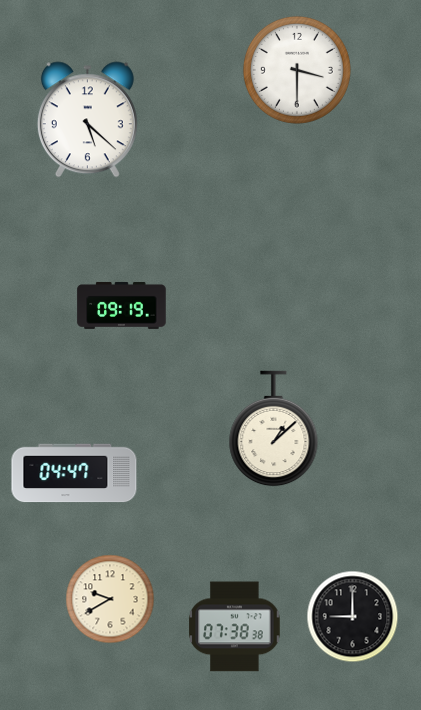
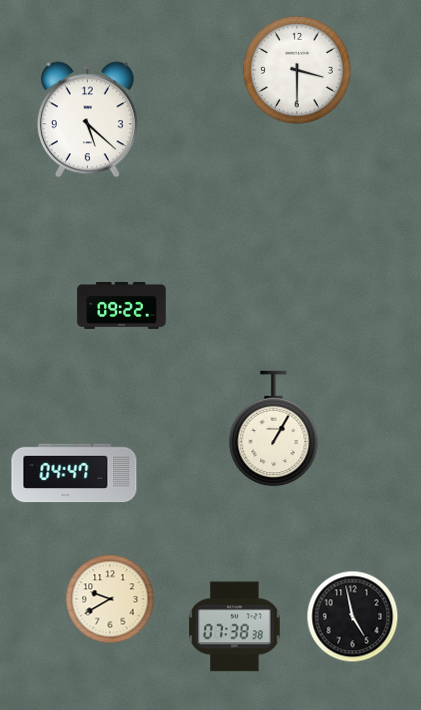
clock at (122, 305): 09:19 -> 09:22
clock at (274, 429): 1:08 -> 1:05
clock at (353, 617): 9:00 -> 4:58
